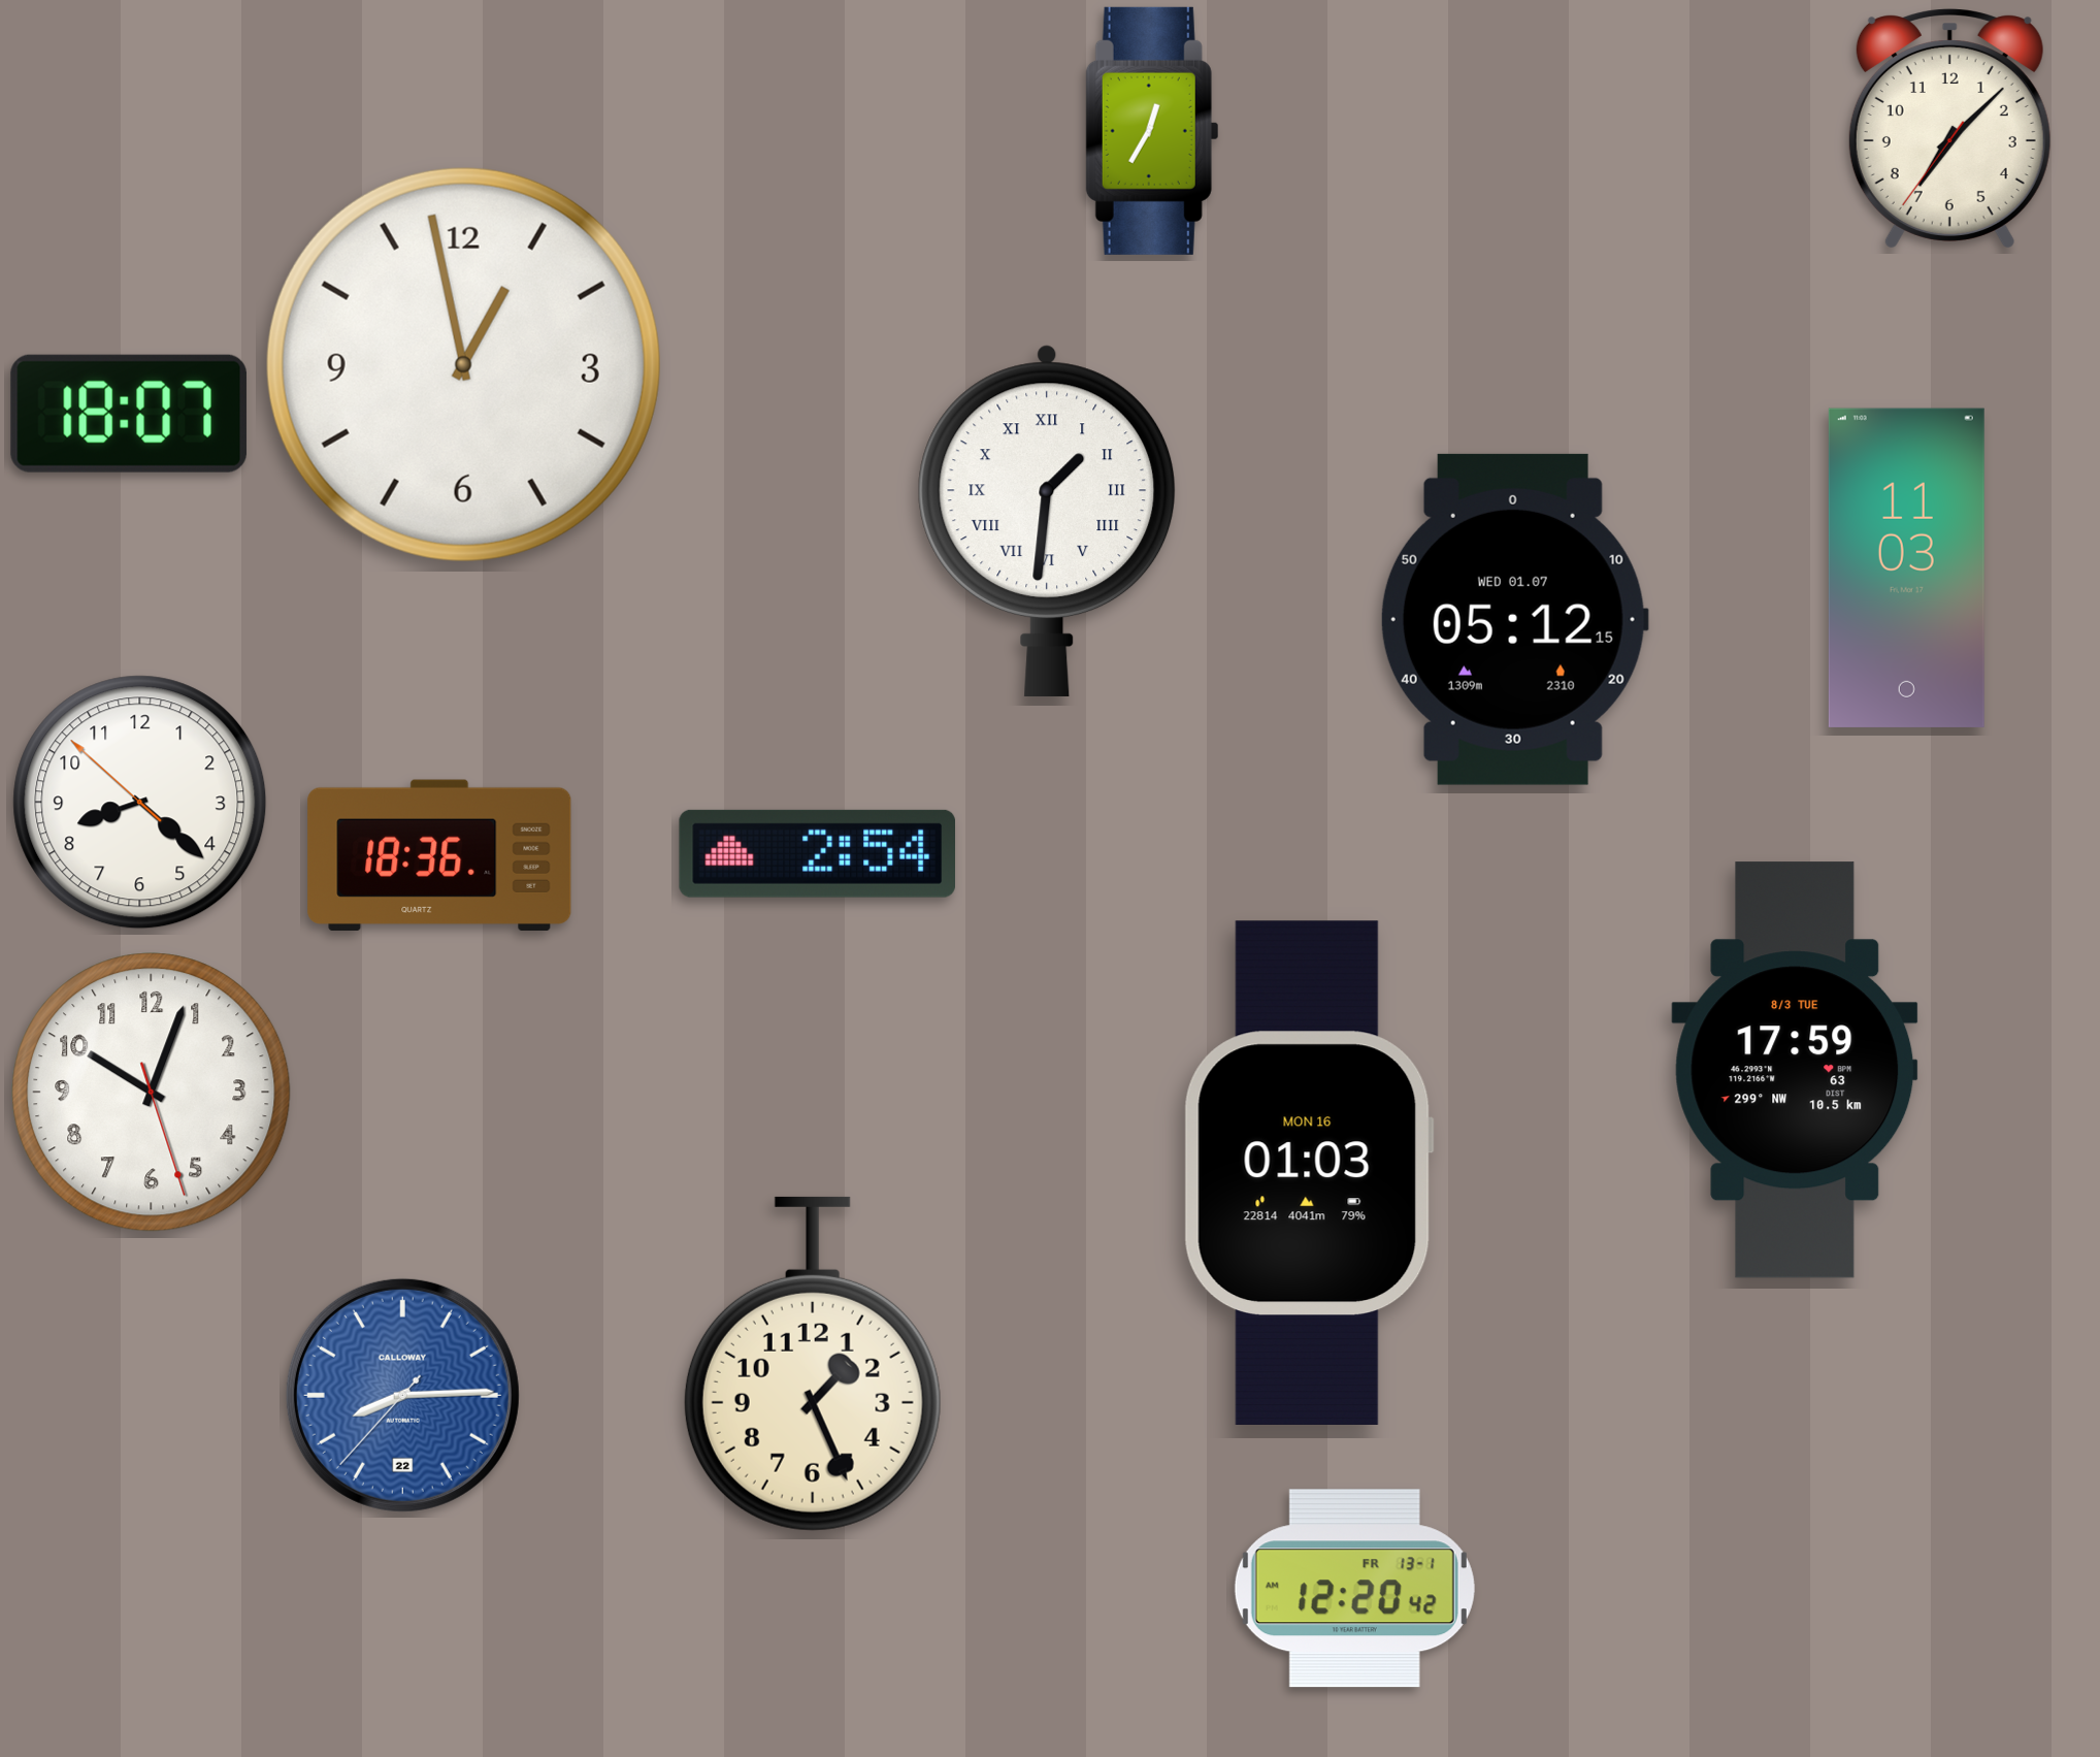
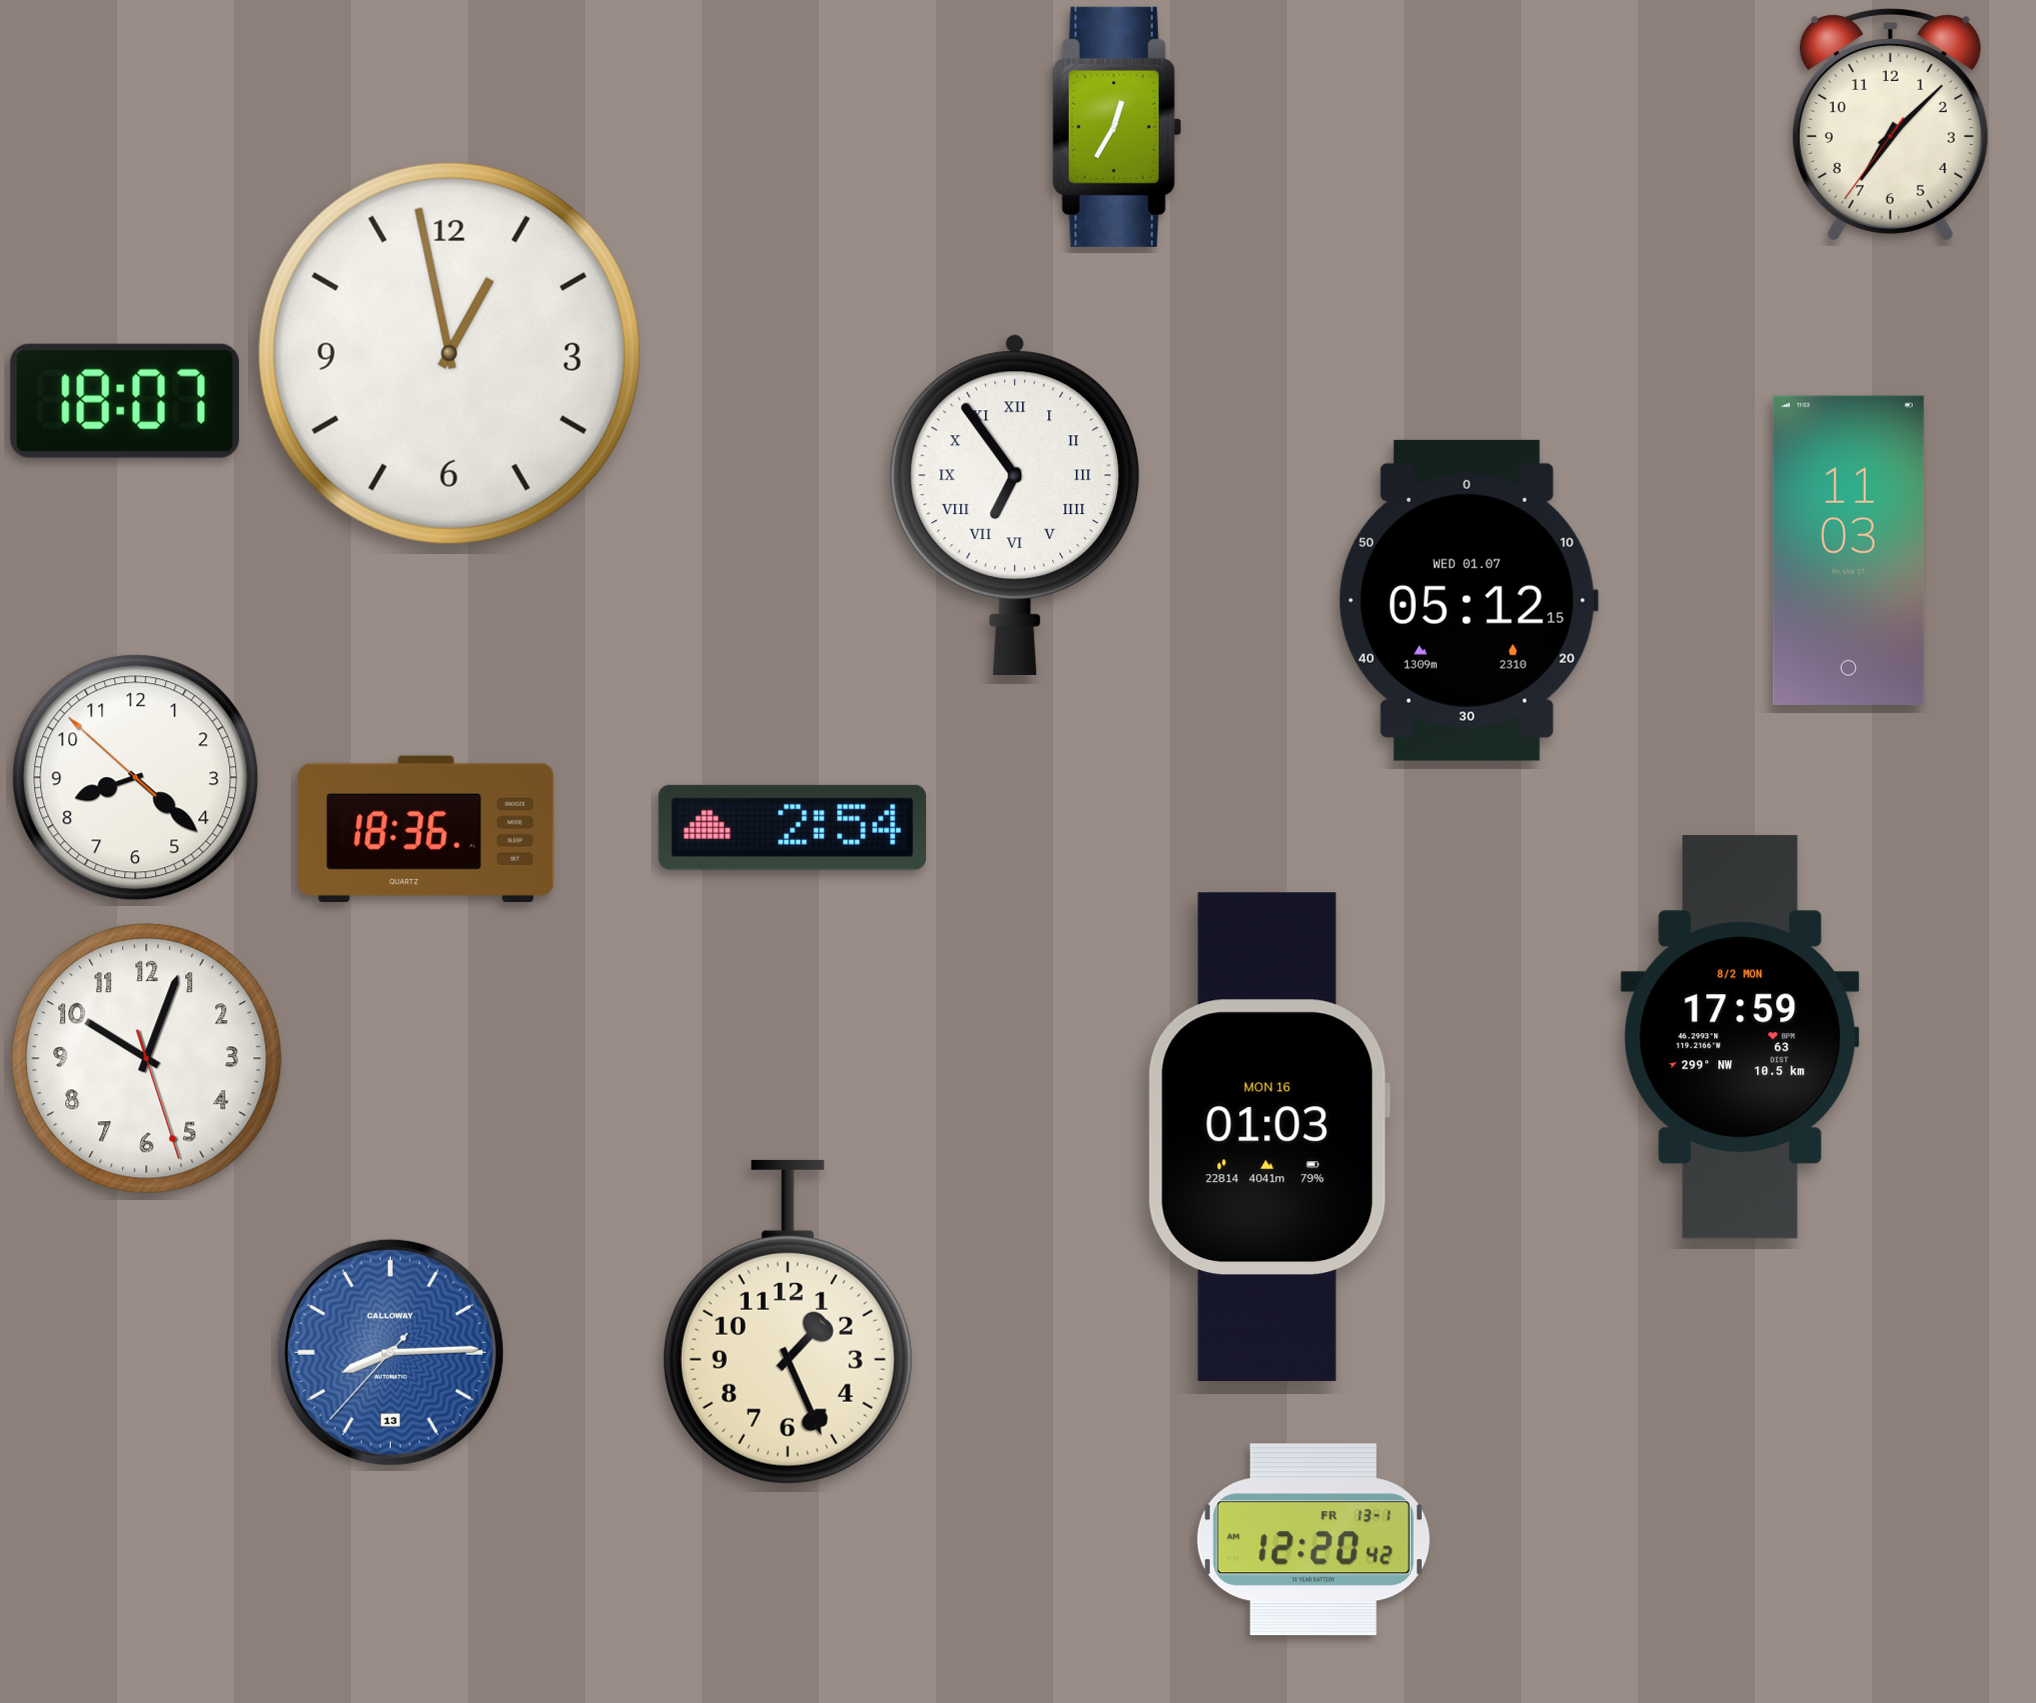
clock at (1047, 521): 1:31 -> 6:54
clock at (1795, 1070) date: 8/3 TUE -> 8/2 MON
clock at (402, 1395) date: 22 -> 13
